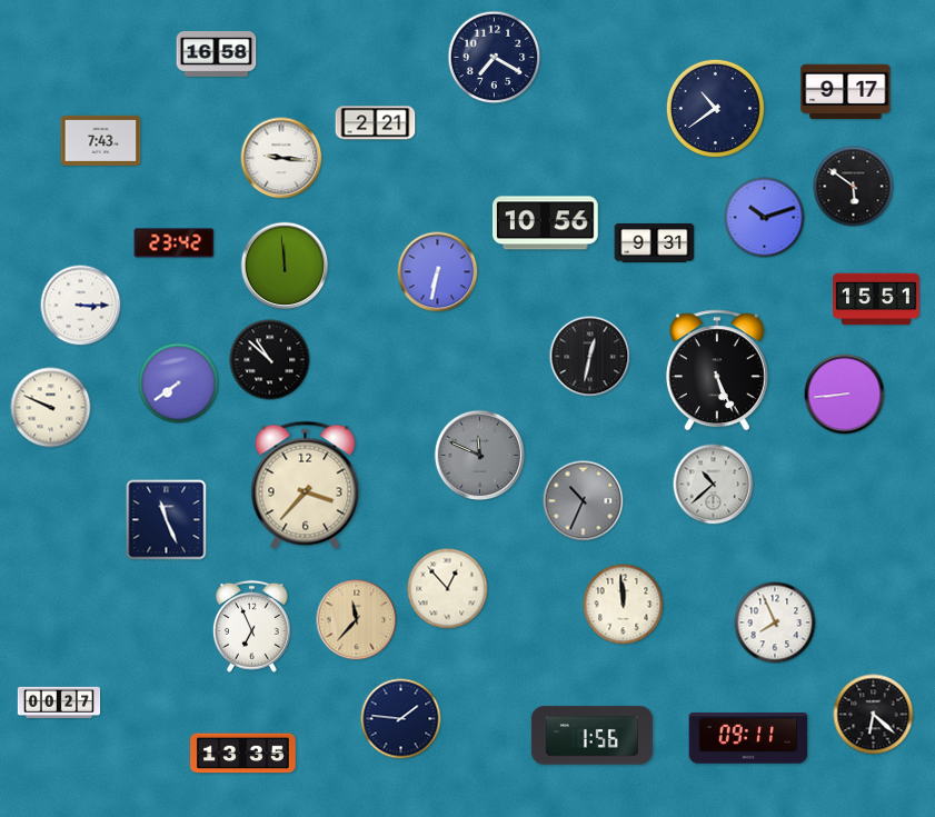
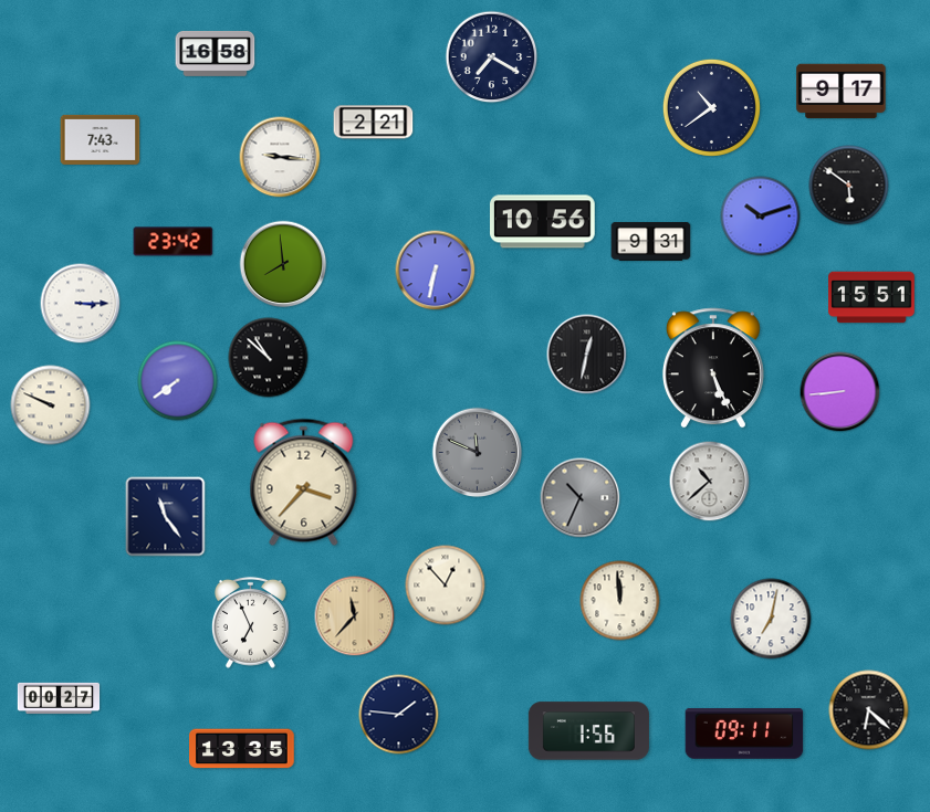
clock at (285, 266): 11:59 -> 7:59
clock at (167, 520): 11:26 -> 11:24
clock at (775, 622): 7:56 -> 7:02
